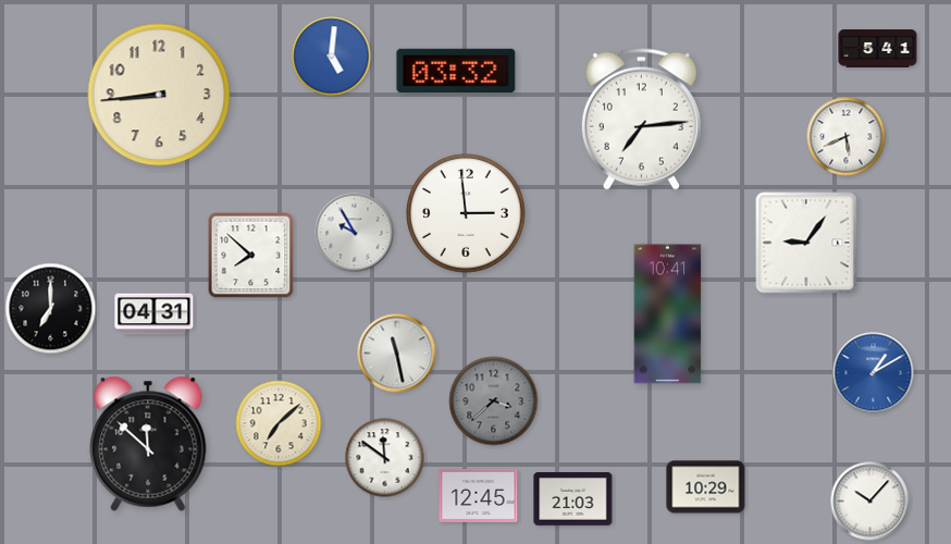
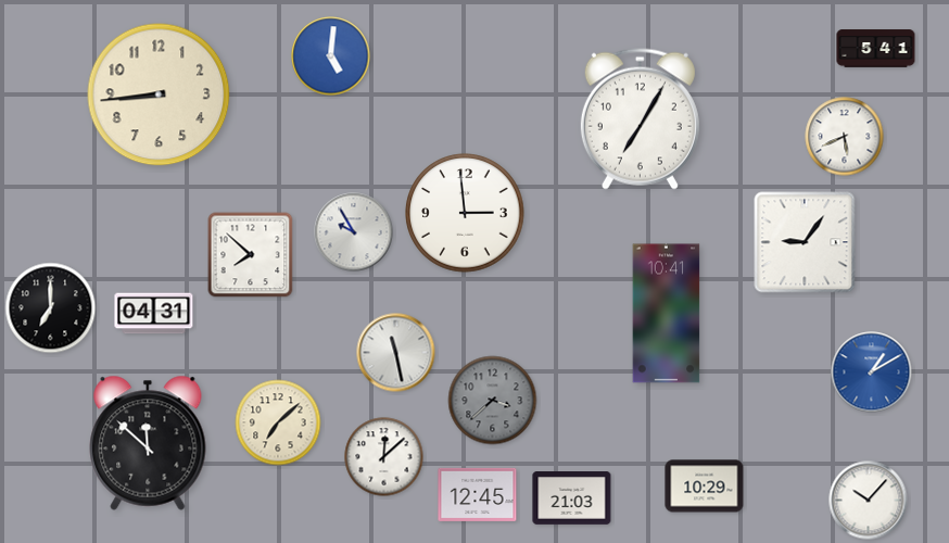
clock at (456, 70): 03:32 -> none
clock at (641, 119): 7:14 -> 7:05
clock at (385, 458): 11:51 -> 12:08
